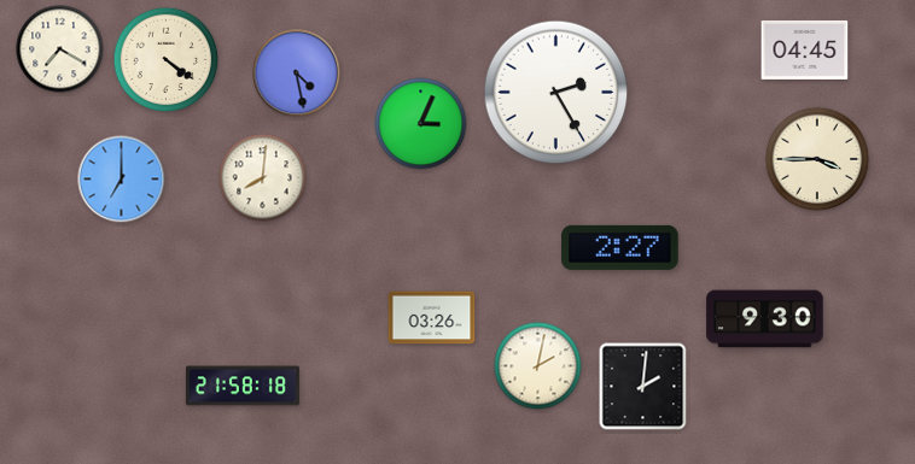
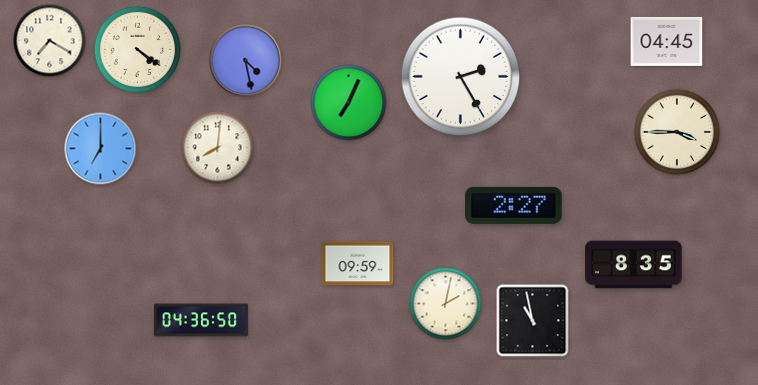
clock at (421, 124): 3:04 -> 7:04
clock at (432, 318): 03:26 -> 09:59
clock at (765, 319): 9:30 -> 8:35
clock at (243, 386): 21:58 -> 04:36
clock at (643, 387): 2:01 -> 10:58
